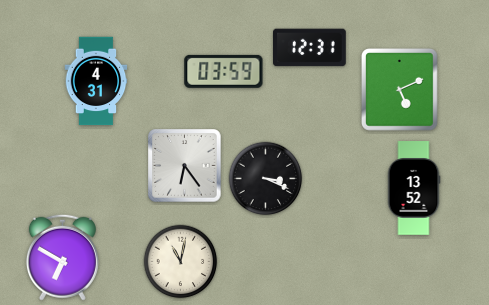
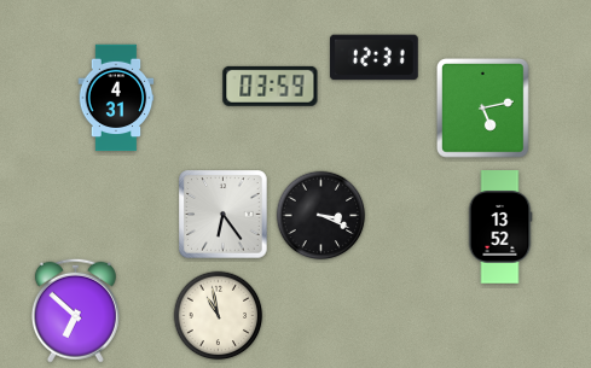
clock at (400, 90): 5:11 -> 5:13
clock at (185, 166) position: (185, 166) -> (224, 215)
clock at (62, 257): 6:50 -> 6:52
clock at (181, 262): 11:02 -> 10:58
